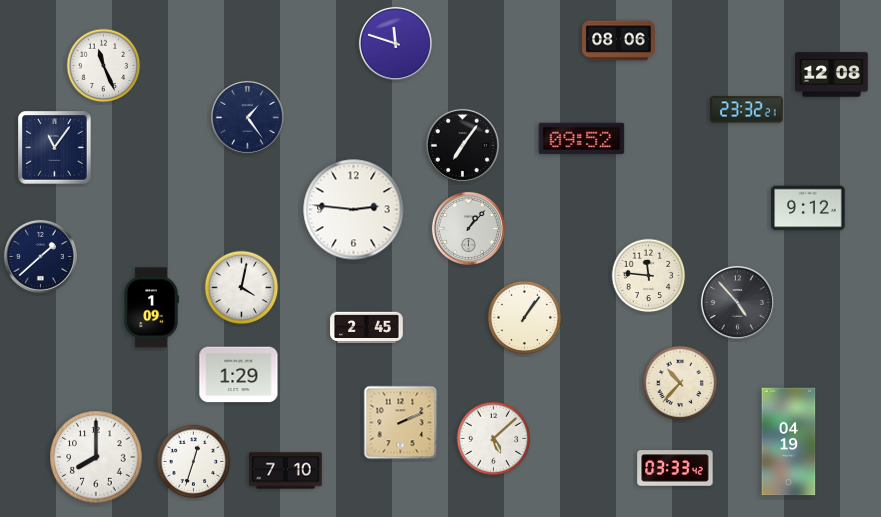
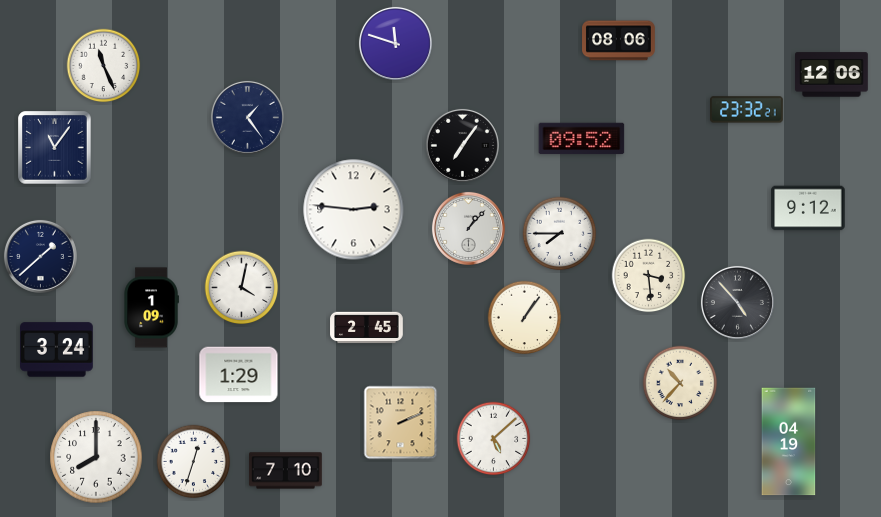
clock at (832, 75): 12:08 -> 12:06
clock at (560, 234): none -> 7:45
clock at (649, 276): 11:46 -> 3:29
clock at (57, 350): none -> 3:24
clock at (675, 468): 03:33 -> none
